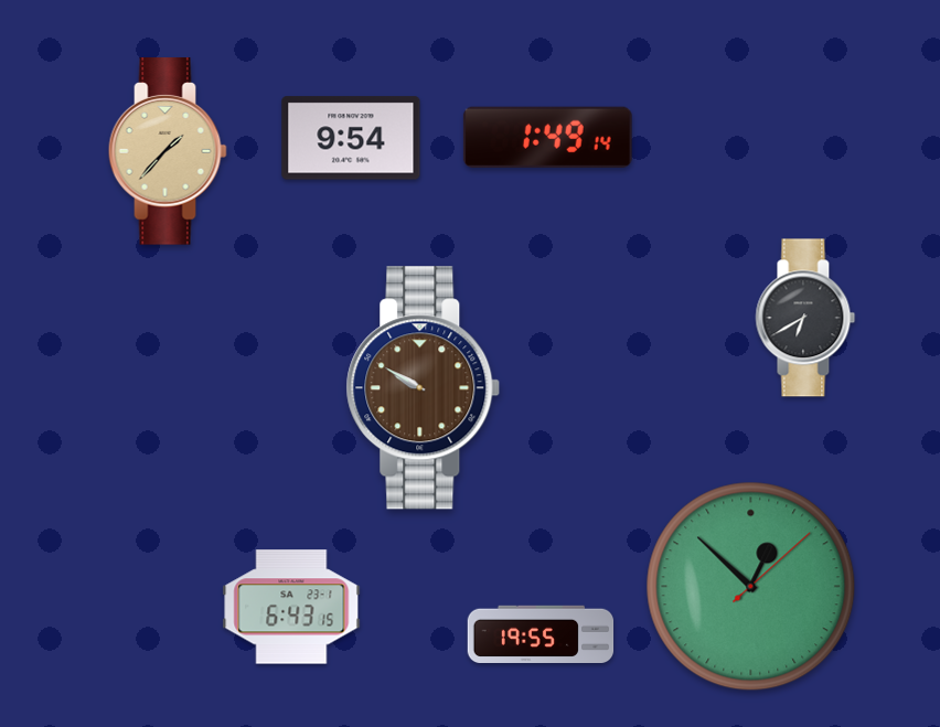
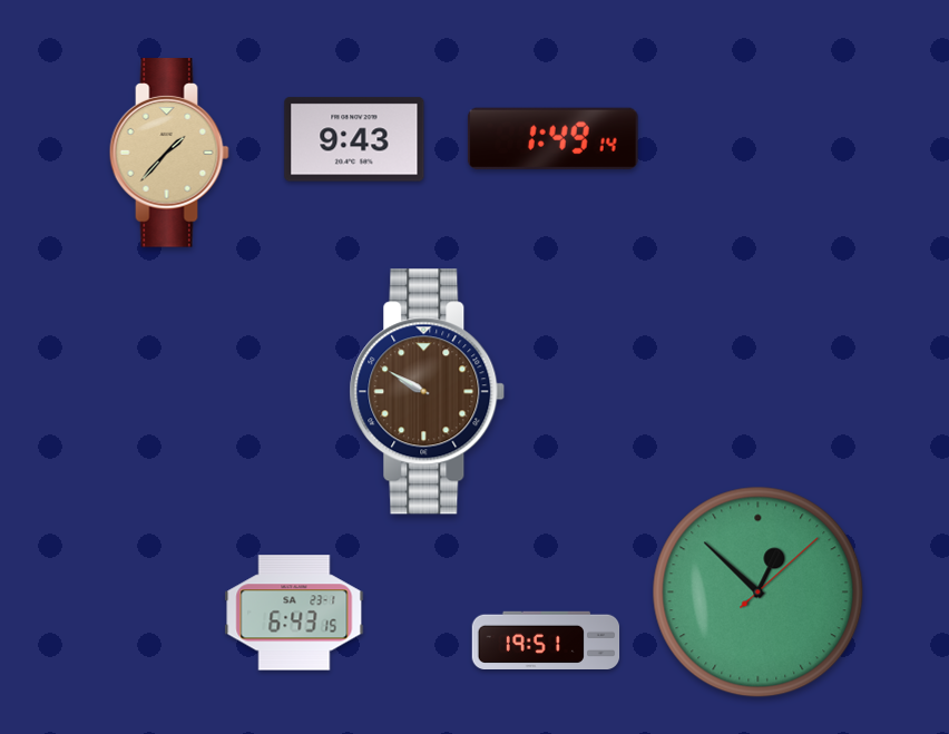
clock at (351, 138): 9:54 -> 9:43
clock at (805, 318): 6:40 -> none
clock at (541, 633): 19:55 -> 19:51
